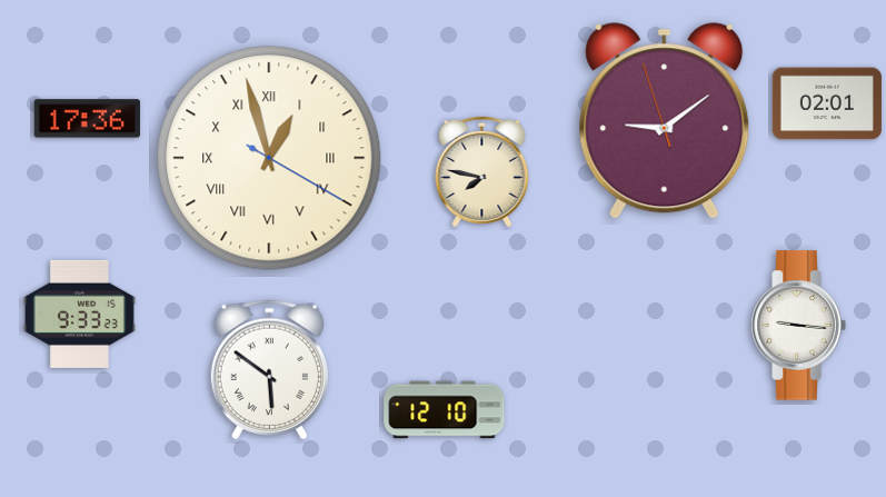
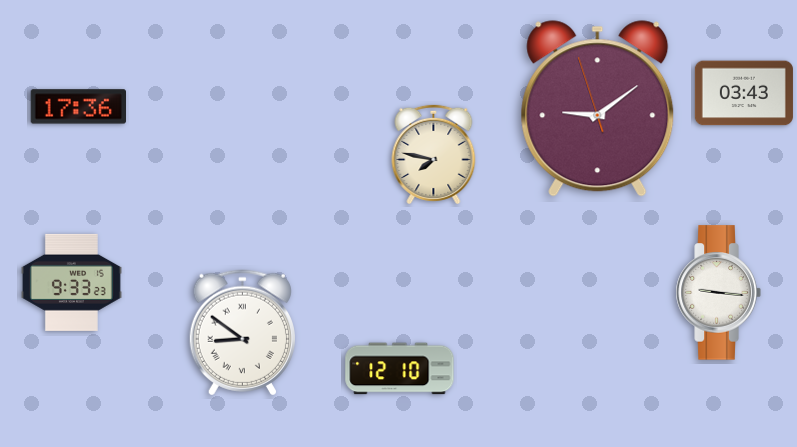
clock at (827, 103): 02:01 -> 03:43
clock at (269, 158): 12:57 -> none
clock at (269, 370): 5:51 -> 8:51
